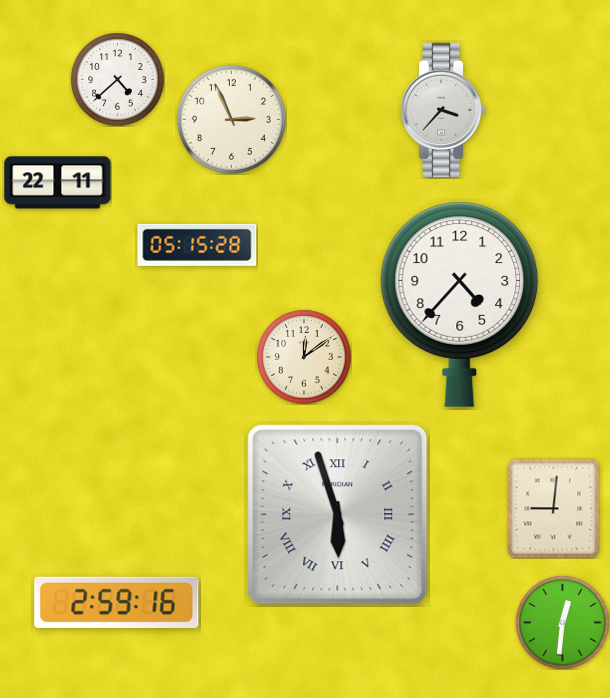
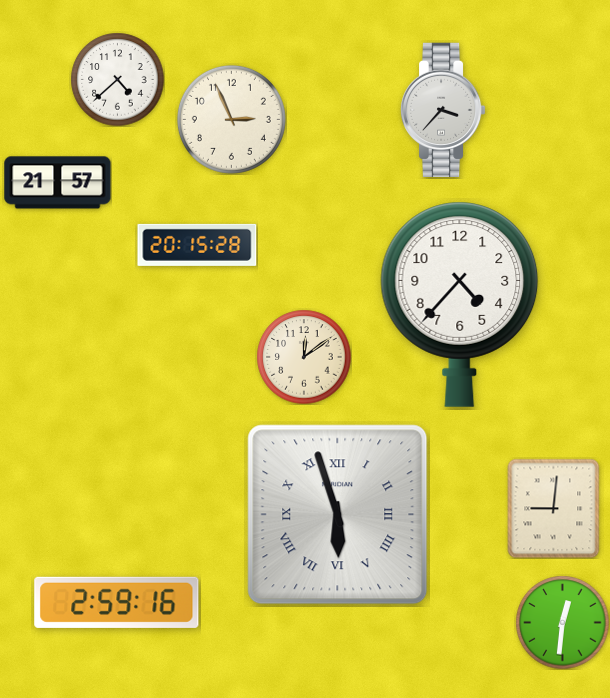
clock at (58, 183): 22:11 -> 21:57
clock at (197, 245): 05:15 -> 20:15
